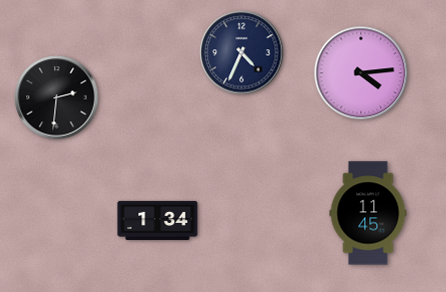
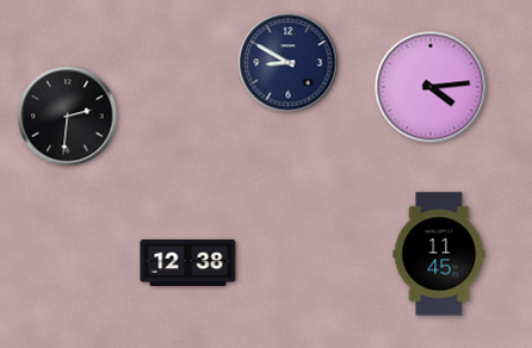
clock at (242, 53): 4:34 -> 8:50
clock at (158, 220): 1:34 -> 12:38
